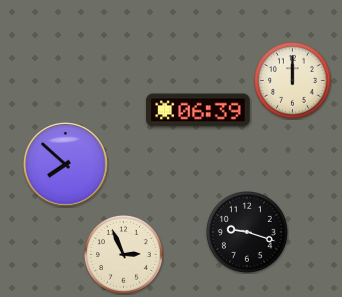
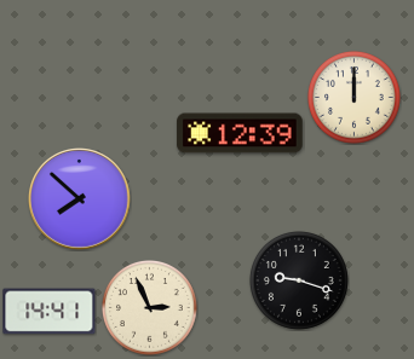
clock at (198, 110): 06:39 -> 12:39
clock at (50, 312): none -> 14:41
